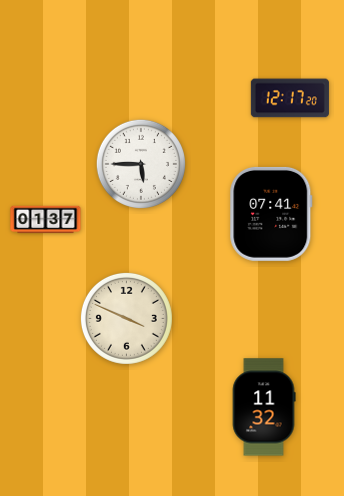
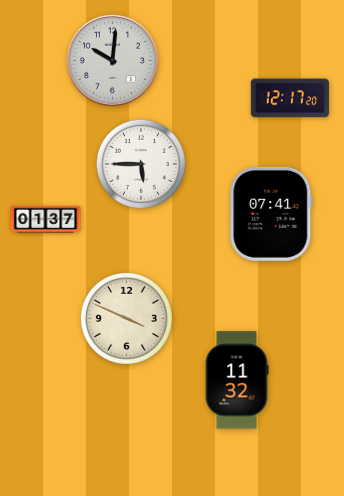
clock at (112, 60): none -> 10:01
clock at (264, 407) position: (264, 407) -> (237, 380)
